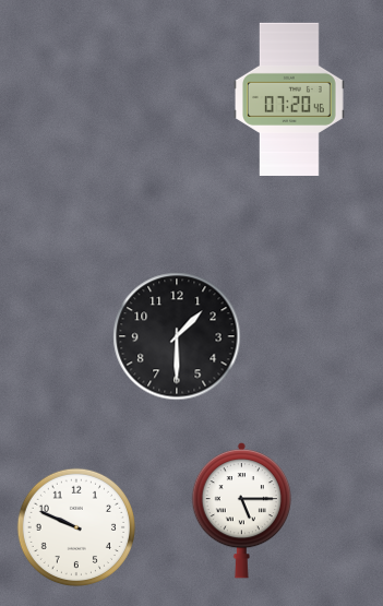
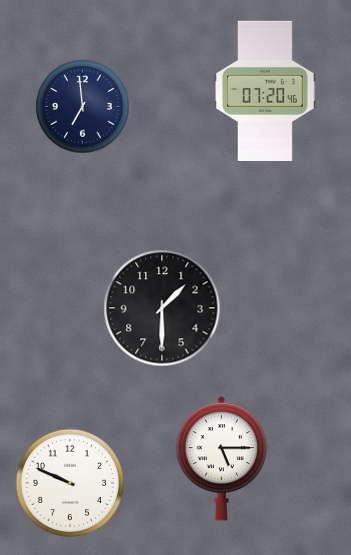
clock at (83, 107): none -> 6:59
clock at (241, 510) position: (241, 510) -> (221, 458)
